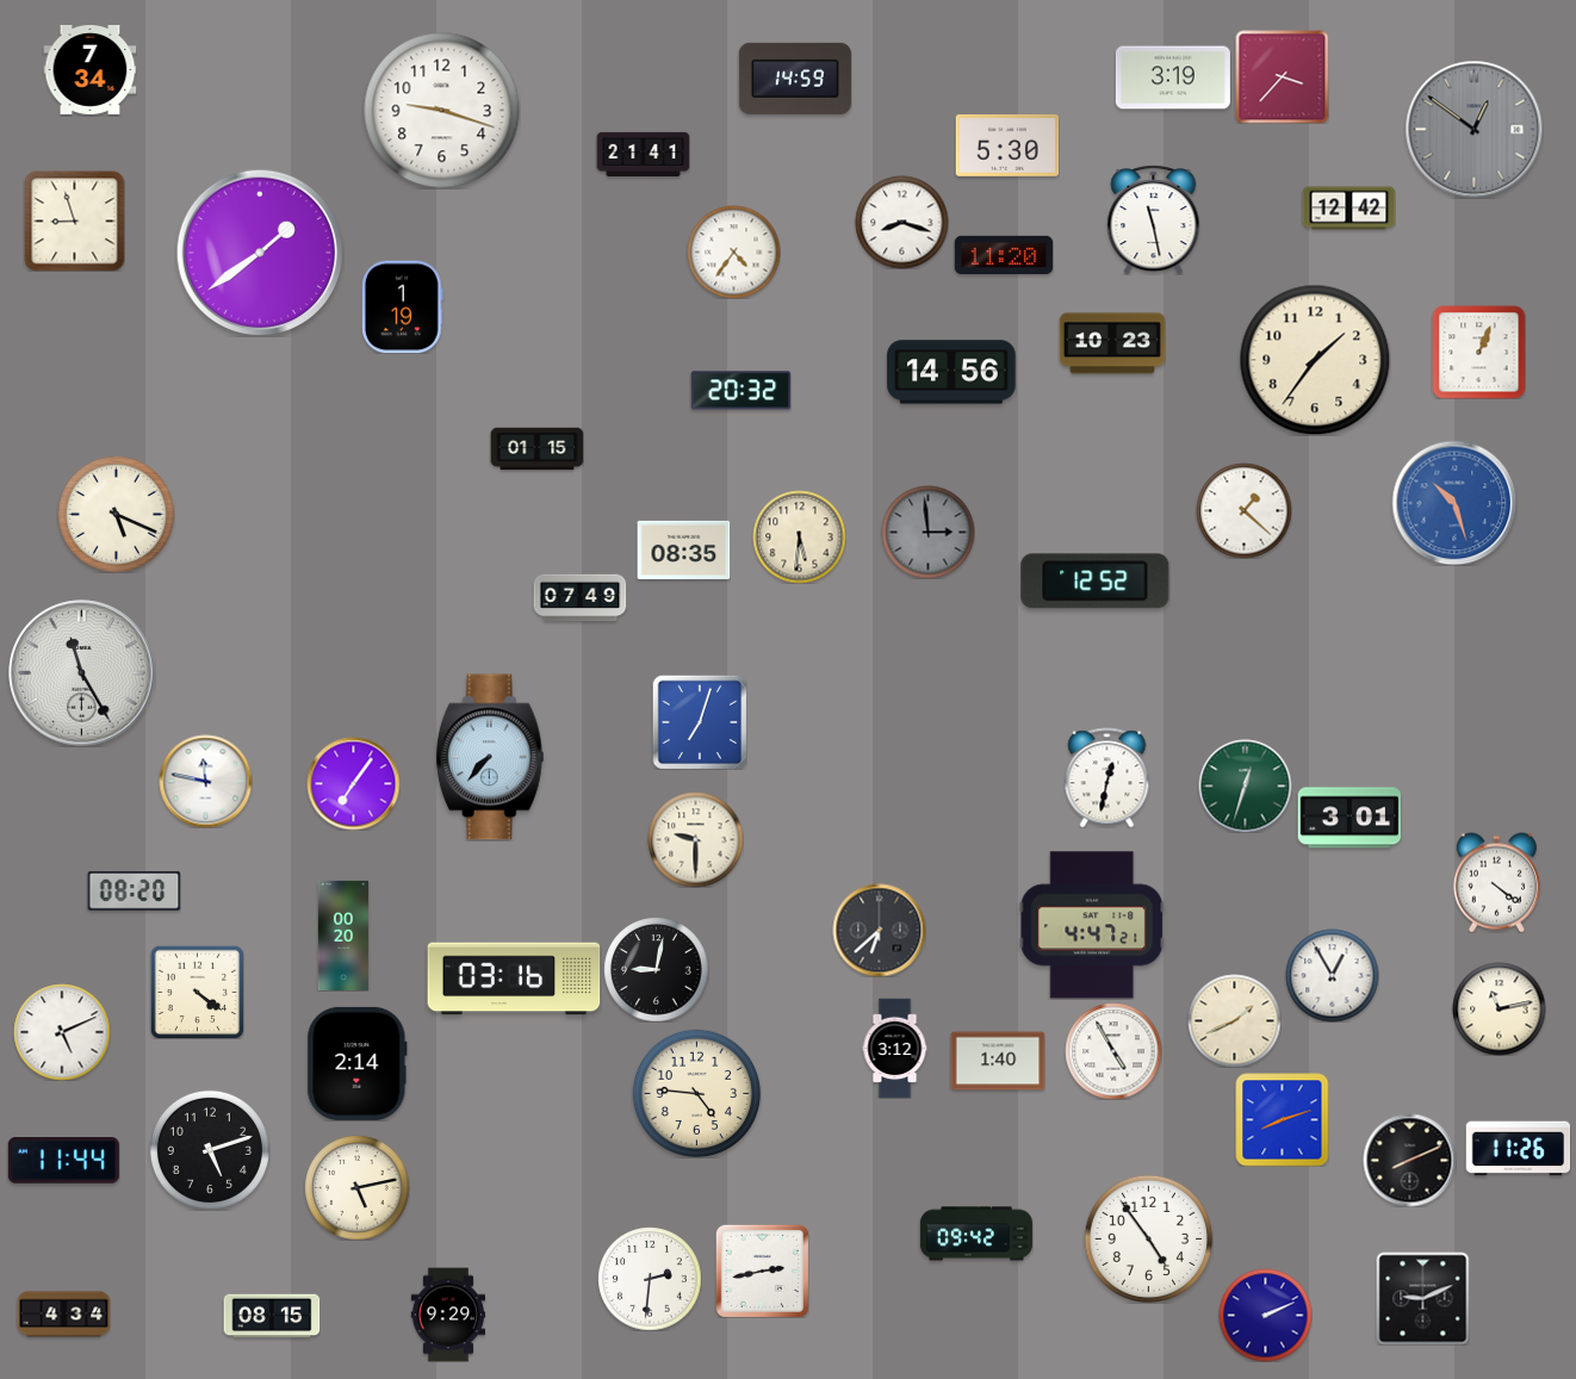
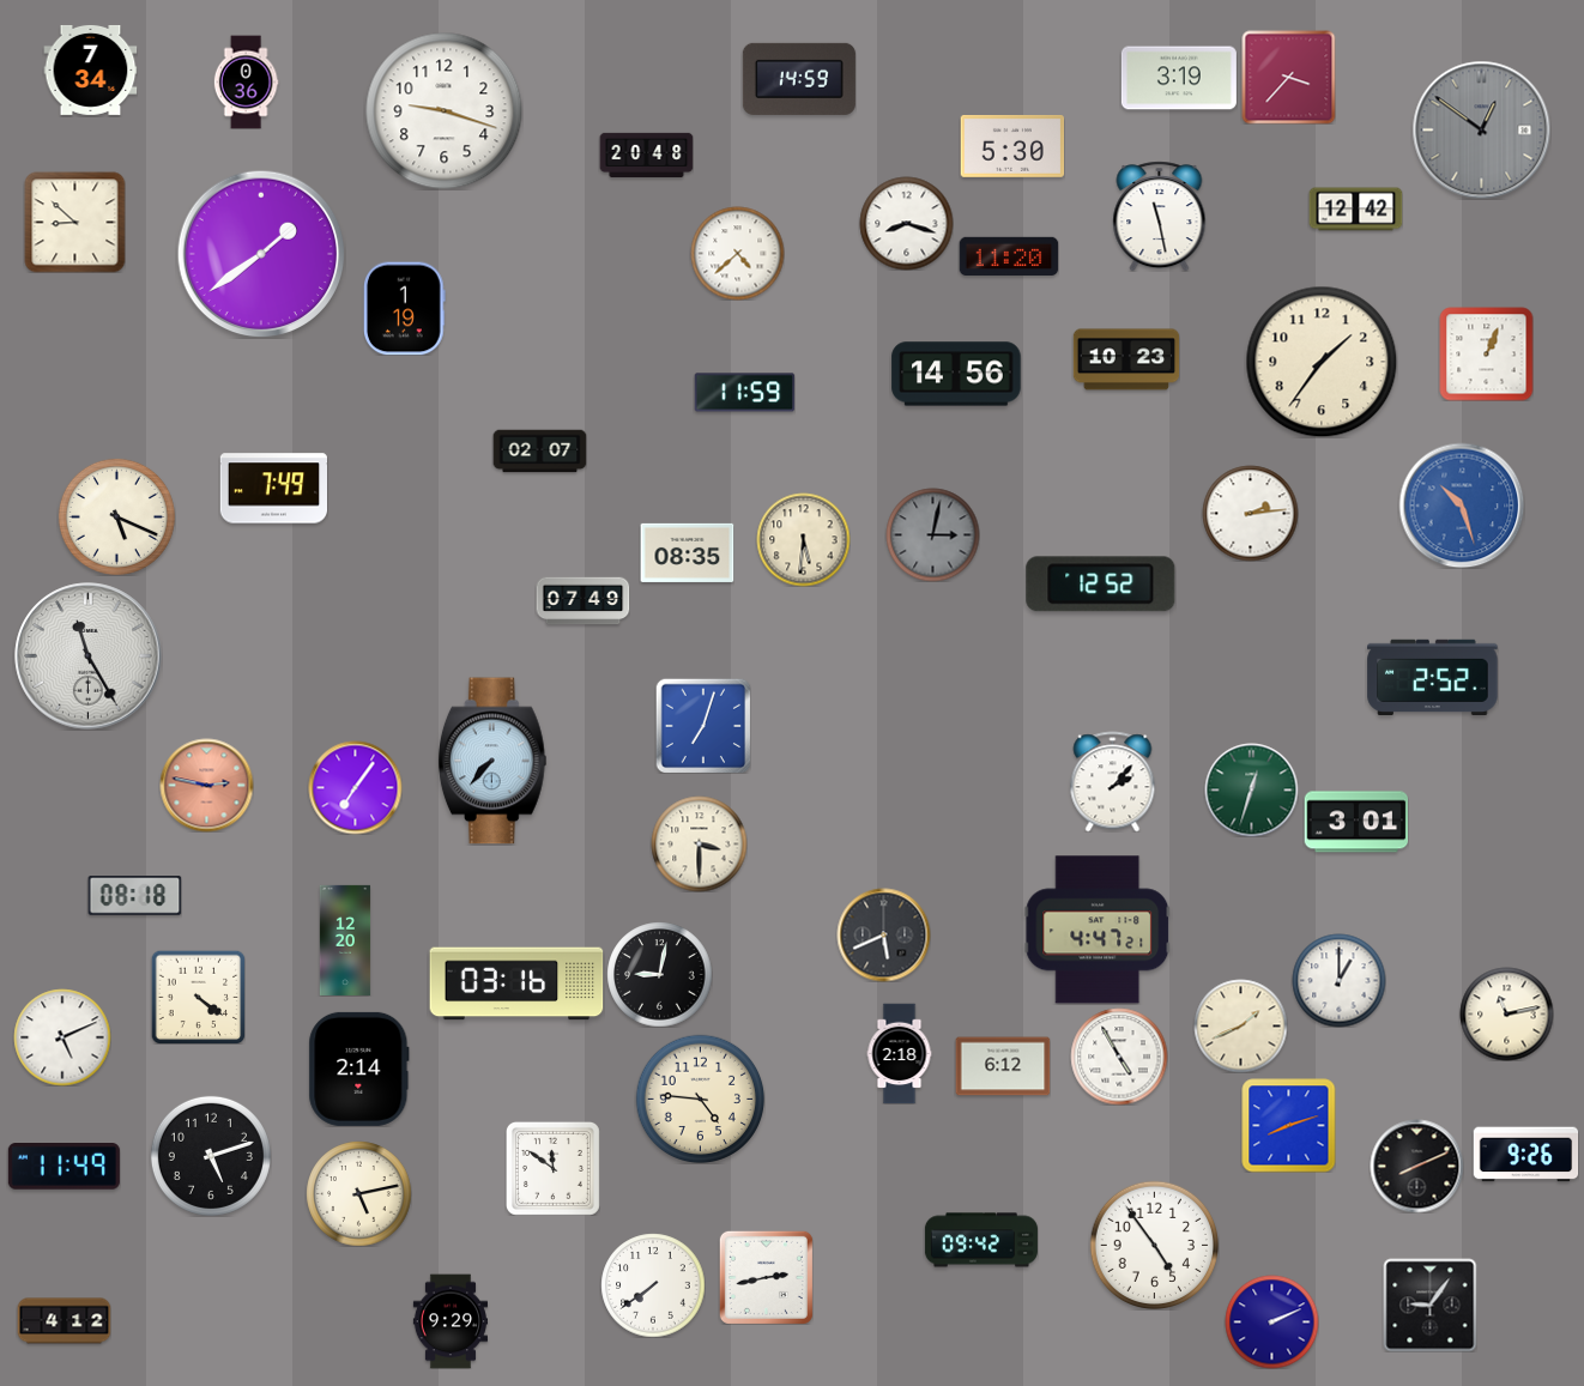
clock at (246, 81): none -> 0:36
clock at (643, 154): 21:41 -> 20:48
clock at (1154, 219) position: (1154, 219) -> (1160, 216)
clock at (74, 220): 8:57 -> 8:52
clock at (733, 251): 4:36 -> 4:38
clock at (1112, 343) position: (1112, 343) -> (1126, 359)
clock at (740, 391): 20:32 -> 11:59
clock at (536, 449): 01:15 -> 02:07
clock at (273, 489): none -> 7:49
clock at (1243, 510): 1:22 -> 2:14
clock at (927, 532): 2:59 -> 3:02
clock at (82, 673) position: (82, 673) -> (89, 656)
clock at (1433, 677): none -> 2:52
clock at (1107, 777): 12:32 -> 2:07
clock at (205, 781): 11:47 -> 2:47
clock at (205, 781) dial: white -> salmon
clock at (695, 839): 9:30 -> 3:30
clock at (1496, 882): 4:21 -> none
clock at (134, 892): 08:20 -> 08:18
clock at (879, 930): 6:38 -> 5:41
clock at (343, 936): 00:20 -> 12:20
clock at (1332, 975): 12:55 -> 1:00
clock at (895, 1048): 3:12 -> 2:18
clock at (998, 1061): 1:40 -> 6:12
clock at (1518, 1149): 11:26 -> 9:26
clock at (63, 1161): 11:44 -> 11:49
clock at (552, 1168): none -> 11:51
clock at (650, 1279): 2:31 -> 7:39
clock at (1422, 1298): 9:11 -> 9:06
clock at (63, 1315): 4:34 -> 4:12
clock at (272, 1316): 08:15 -> none
